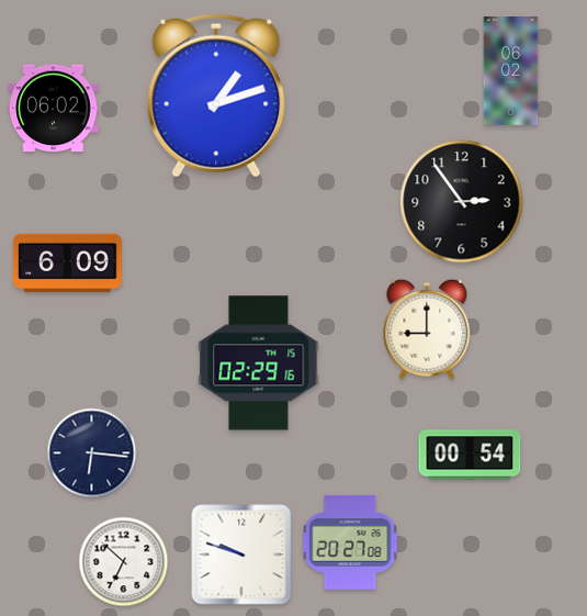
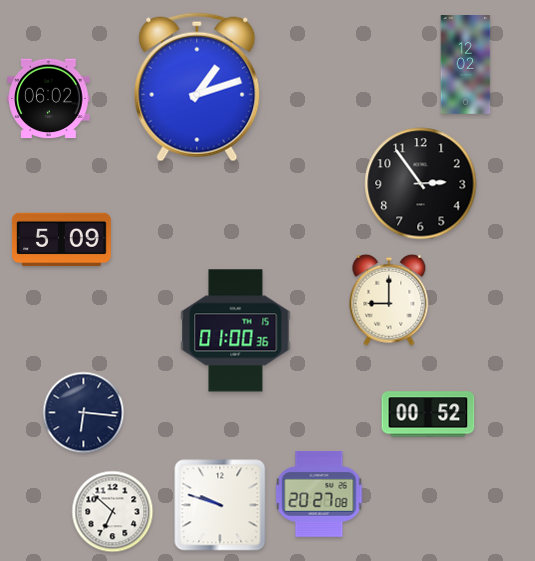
clock at (511, 71): 06:02 -> 12:02
clock at (68, 264): 6:09 -> 5:09
clock at (259, 363): 02:29 -> 01:00
clock at (470, 455): 00:54 -> 00:52
